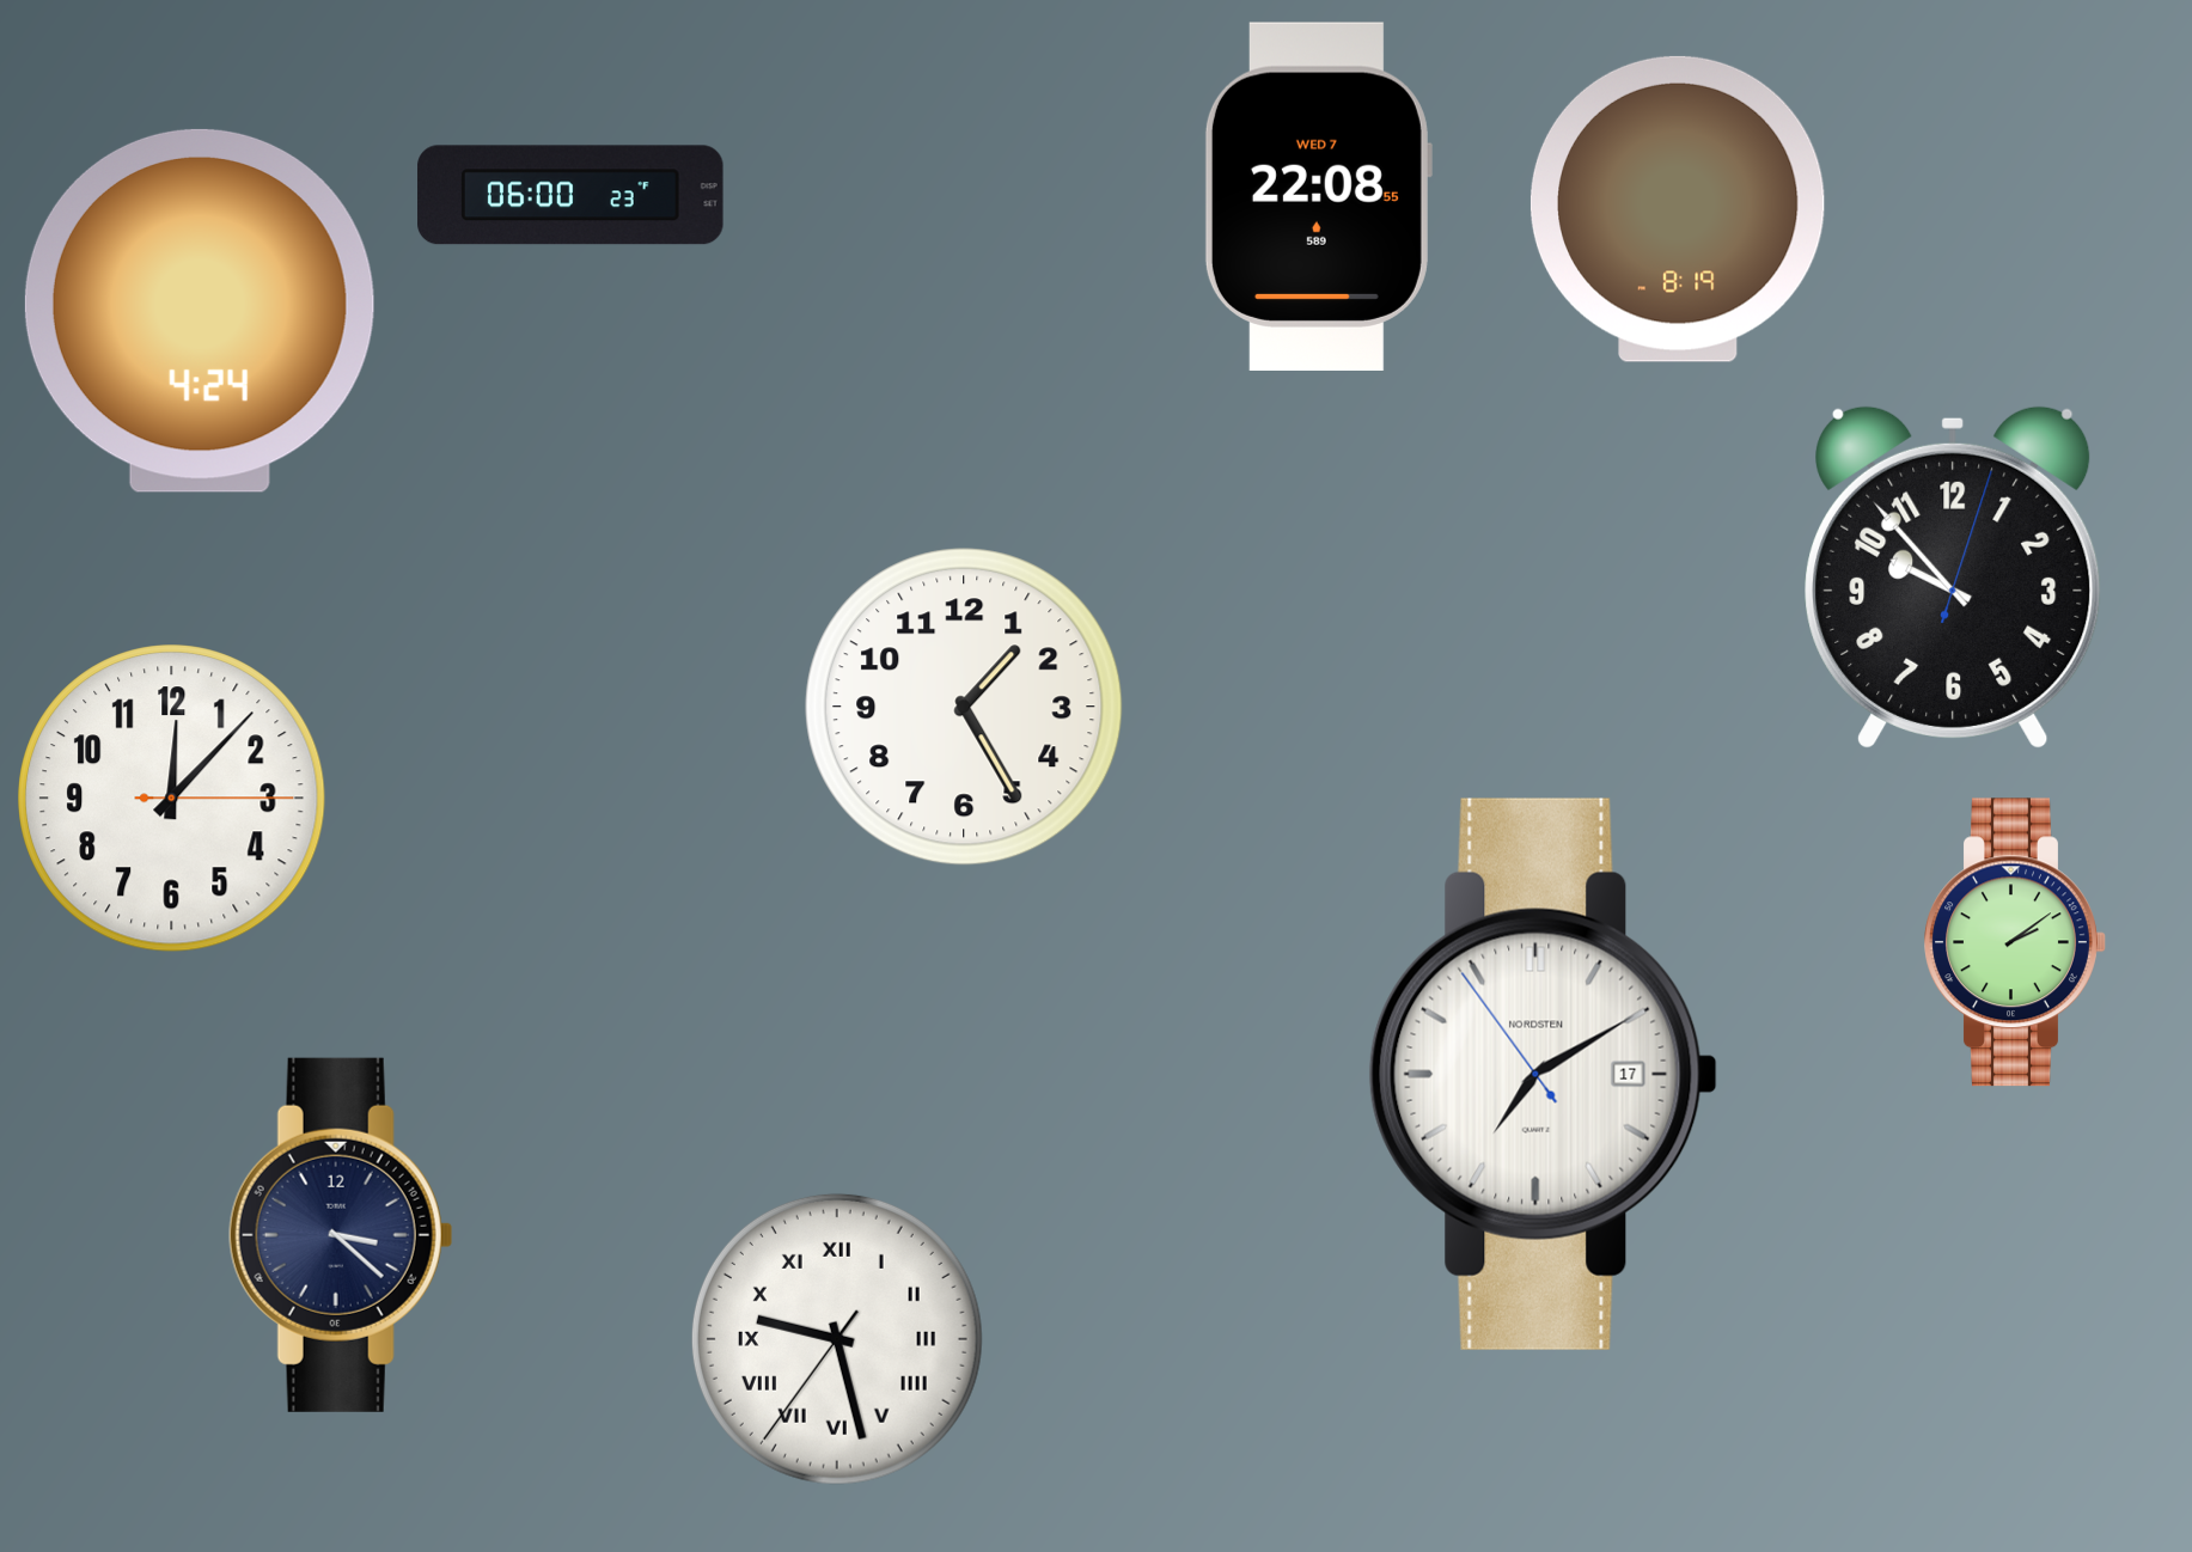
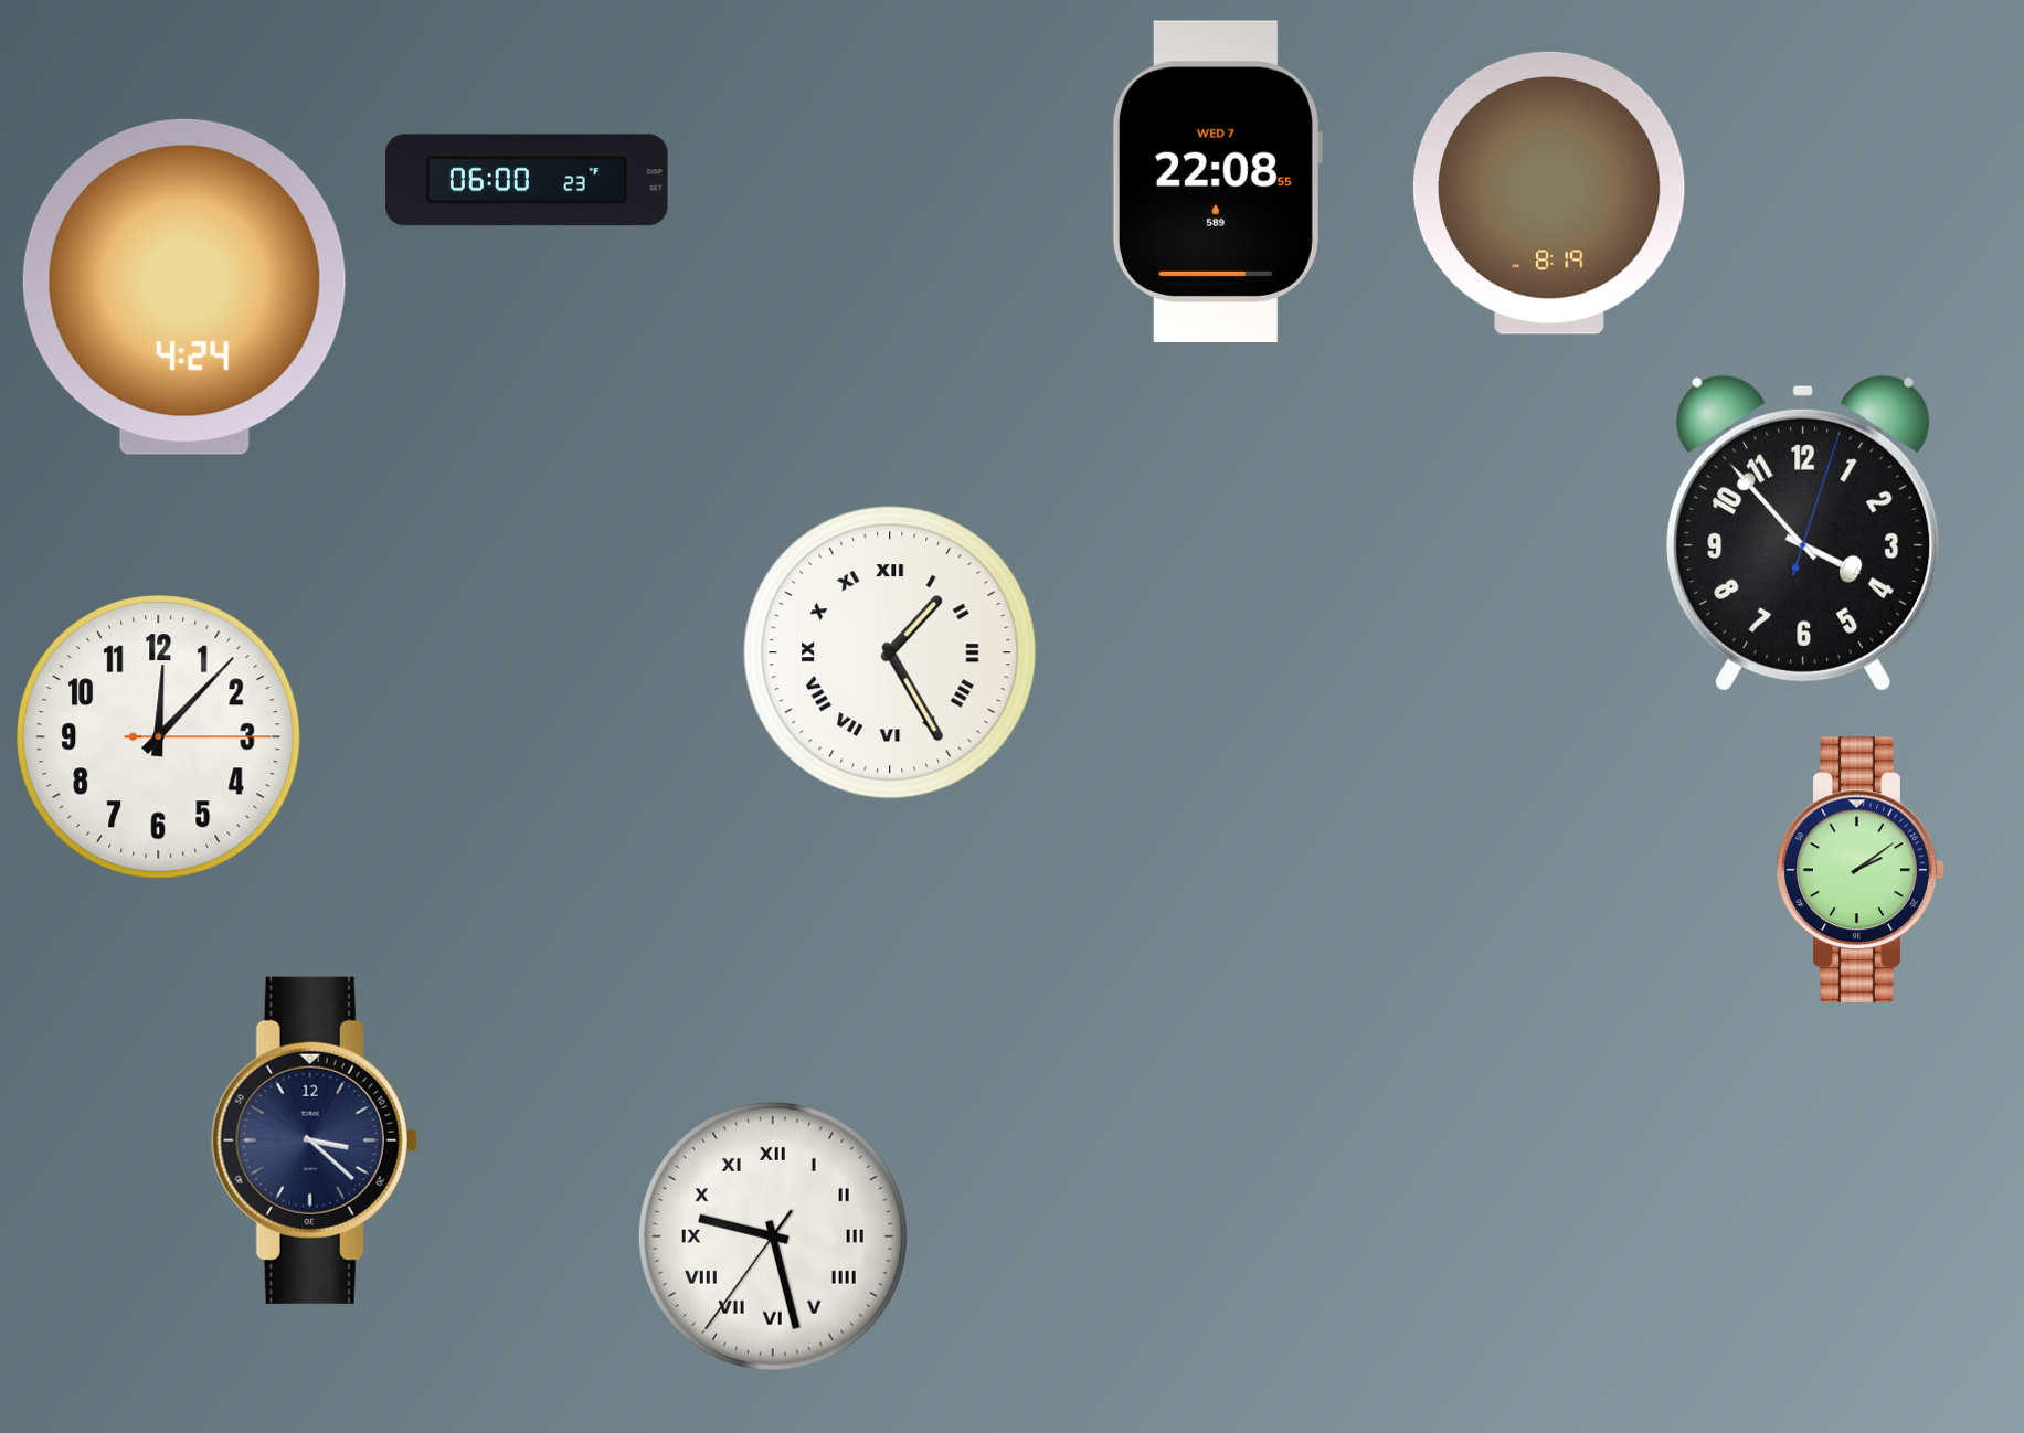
clock at (1953, 578): 9:53 -> 3:53
clock at (964, 707) numerals: Arabic -> Roman
clock at (1543, 1074): 7:09 -> none
